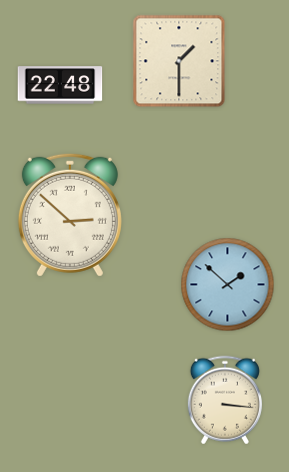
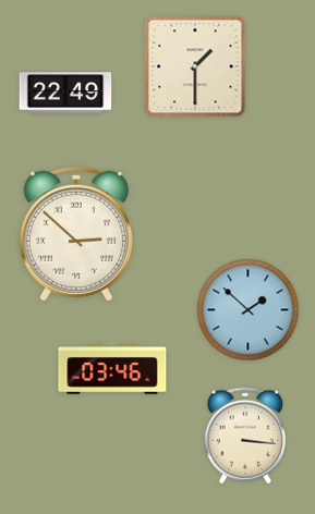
clock at (60, 85): 22:48 -> 22:49
clock at (112, 369): none -> 03:46
